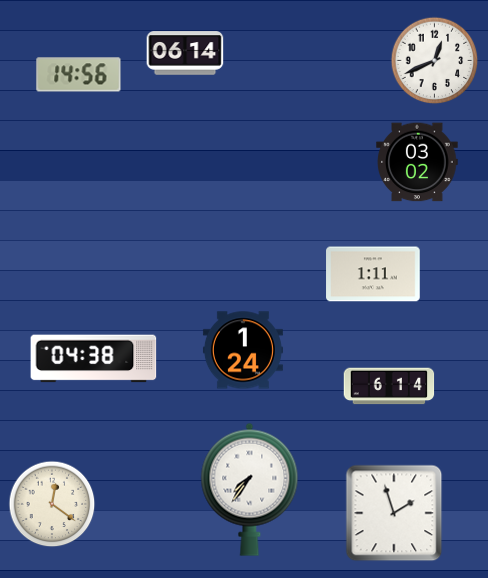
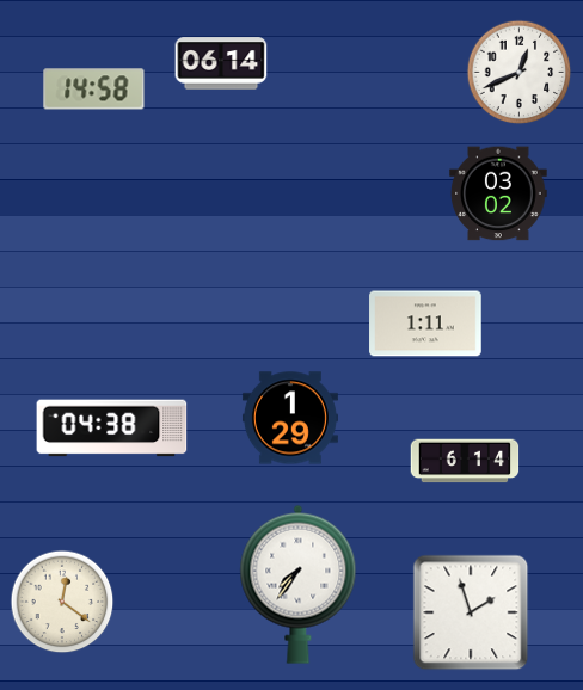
clock at (79, 75): 14:56 -> 14:58
clock at (373, 274) position: (373, 274) -> (425, 324)
clock at (243, 350): 1:24 -> 1:29
